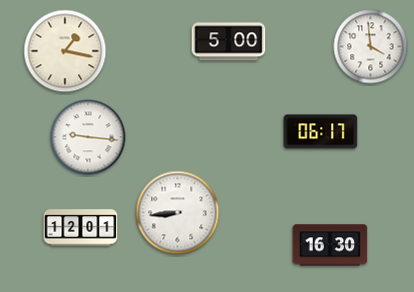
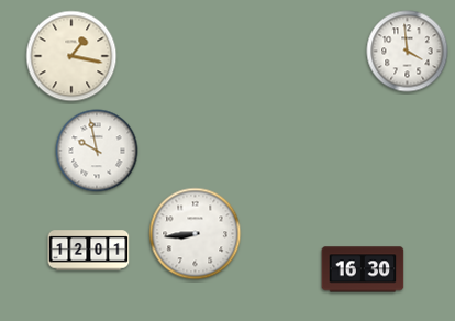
clock at (229, 42): 5:00 -> none
clock at (321, 132): 06:17 -> none
clock at (88, 137): 9:16 -> 9:58
